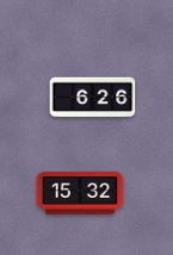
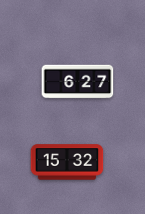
clock at (93, 98): 6:26 -> 6:27
